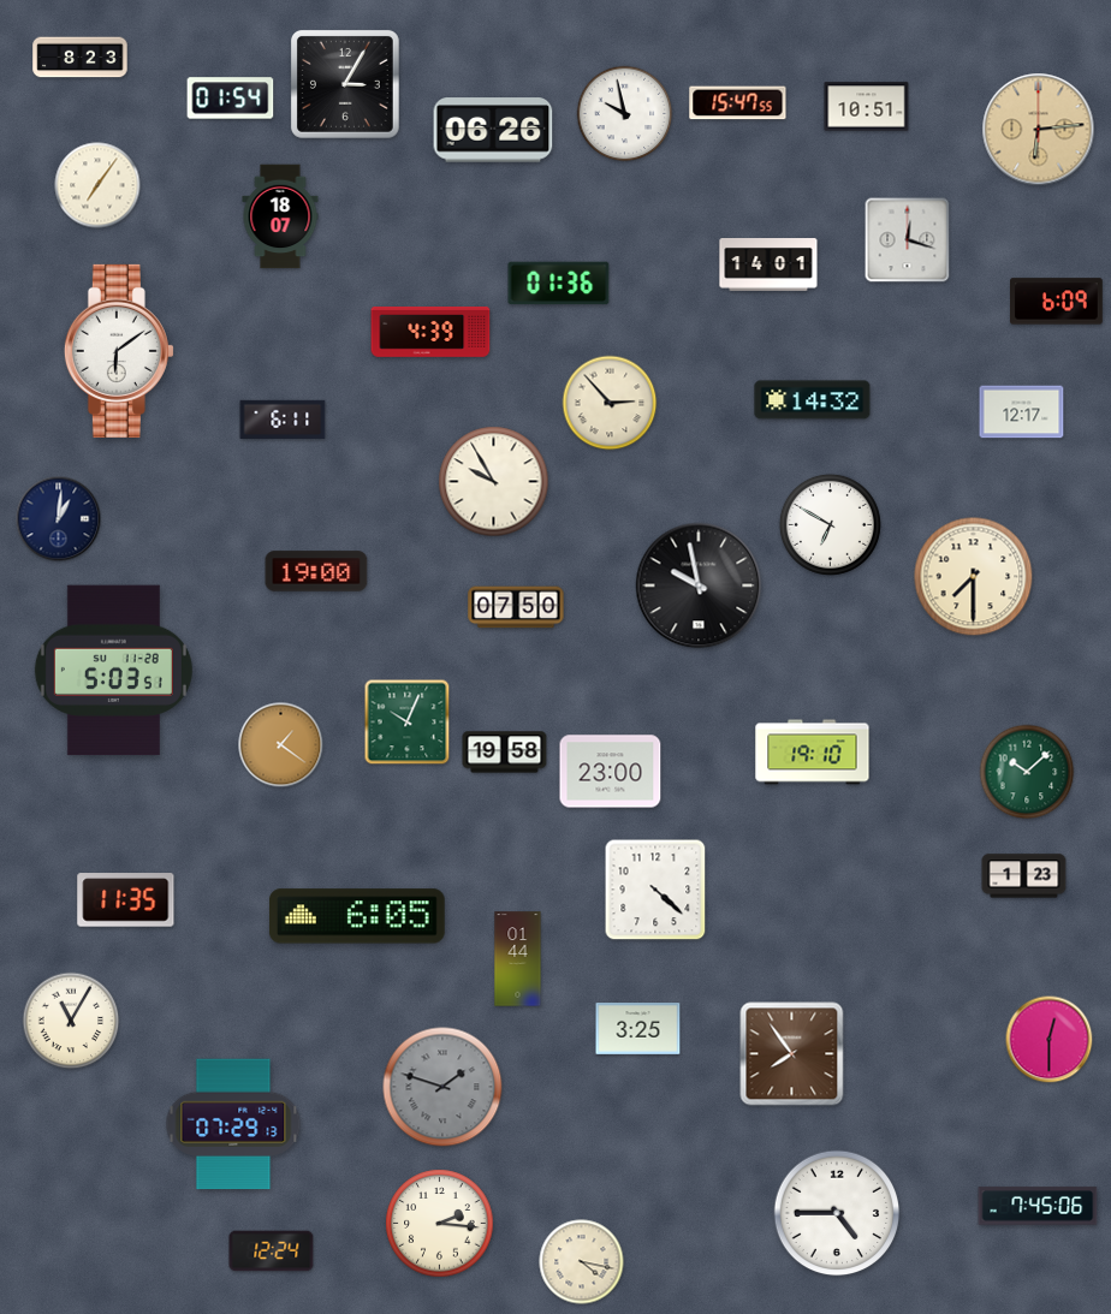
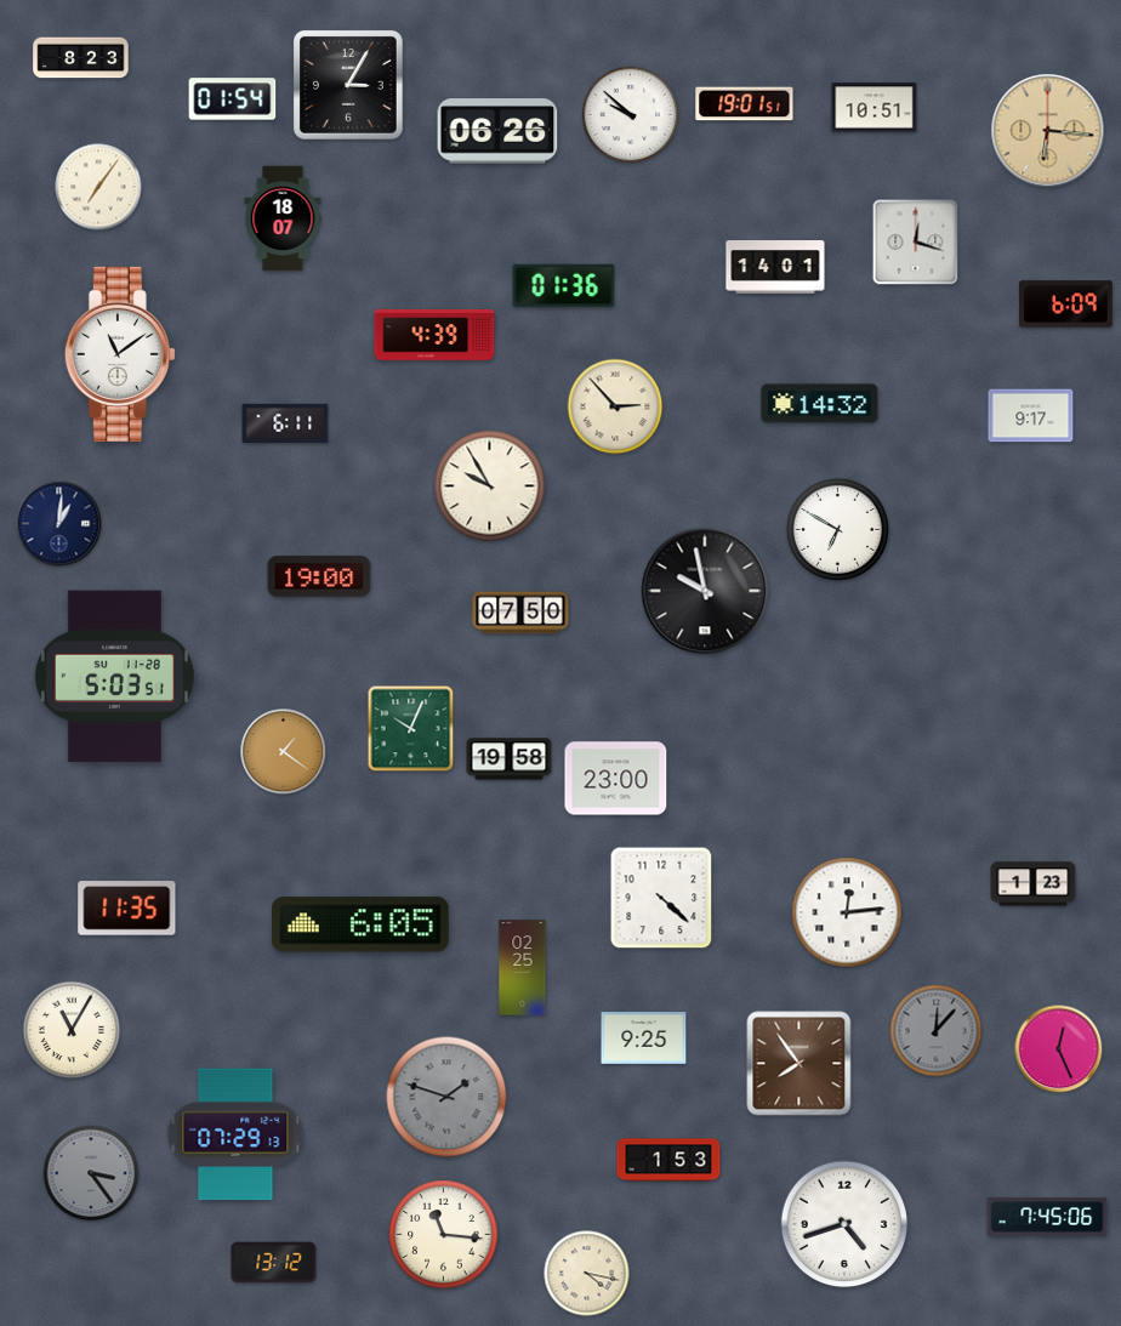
clock at (738, 103): 15:47 -> 19:01
clock at (625, 114): 9:58 -> 9:52
clock at (1039, 130): 6:14 -> 6:16
clock at (119, 351): 6:09 -> 11:09
clock at (1022, 412): 12:17 -> 9:17
clock at (494, 482) position: (494, 482) -> (490, 486)
clock at (974, 577): 7:30 -> none
clock at (813, 753): 19:10 -> none
clock at (1027, 772): 10:08 -> none
clock at (847, 912): none -> 12:14
clock at (518, 959): 01:44 -> 02:25
clock at (937, 1031): none -> 12:07
clock at (638, 1029): 3:25 -> 9:25
clock at (1050, 1040): 12:30 -> 12:26
clock at (668, 1160): none -> 1:53
clock at (91, 1173): none -> 3:24
clock at (837, 1213): 4:45 -> 4:42
clock at (440, 1224): 2:16 -> 11:16
clock at (272, 1251): 12:24 -> 13:12
